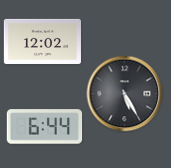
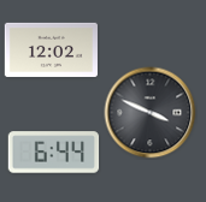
clock at (125, 94): 5:25 -> 3:49
